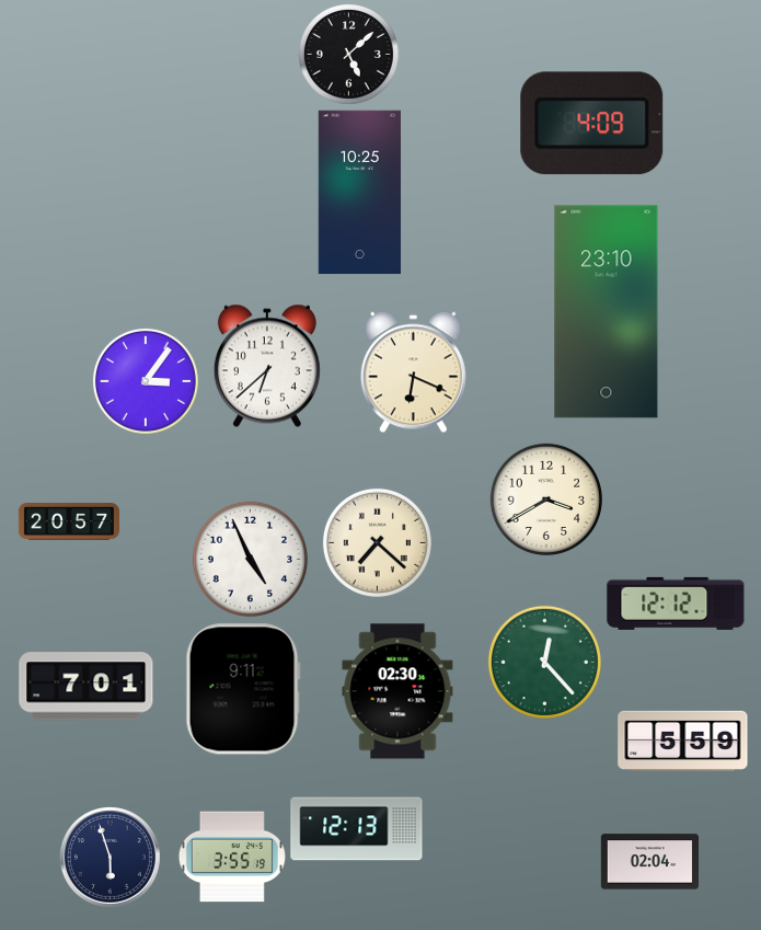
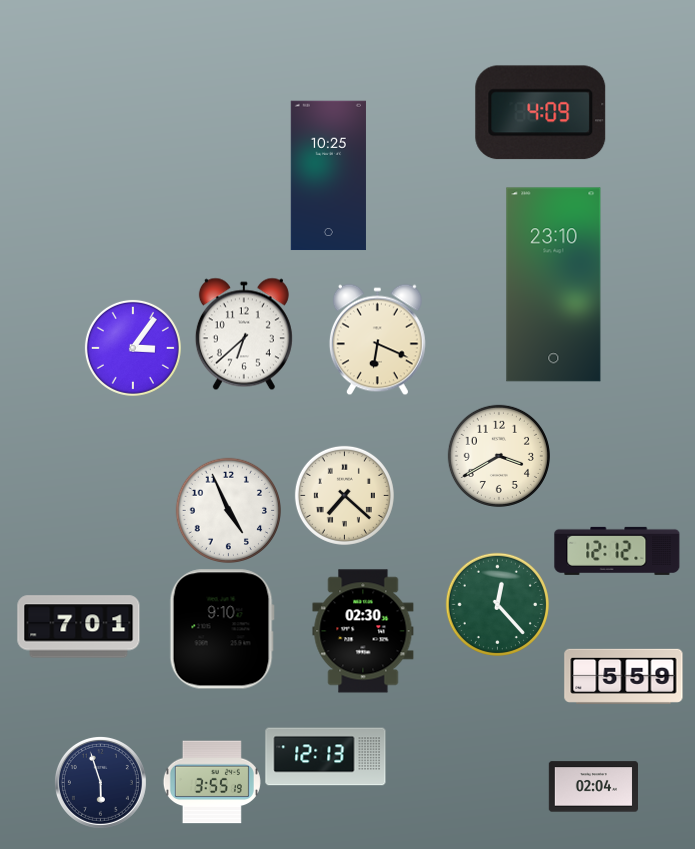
clock at (349, 55): 5:08 -> none
clock at (68, 523): 20:57 -> none
clock at (243, 689): 9:11 -> 9:10
